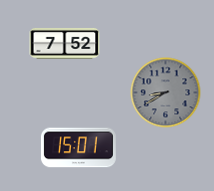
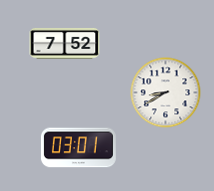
clock at (166, 93) dial: grey -> white
clock at (78, 148): 15:01 -> 03:01
